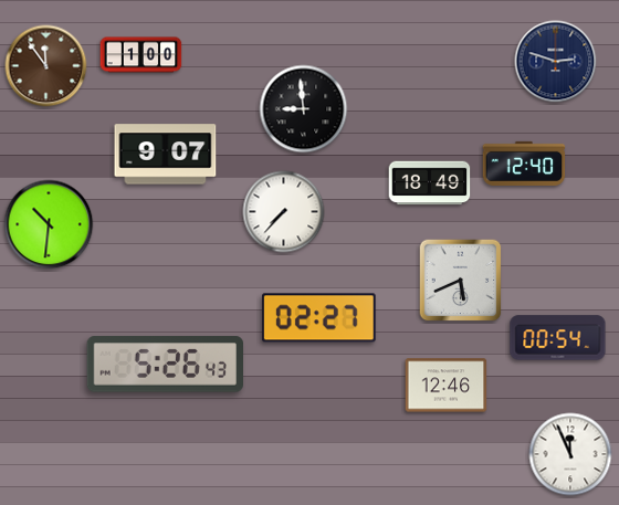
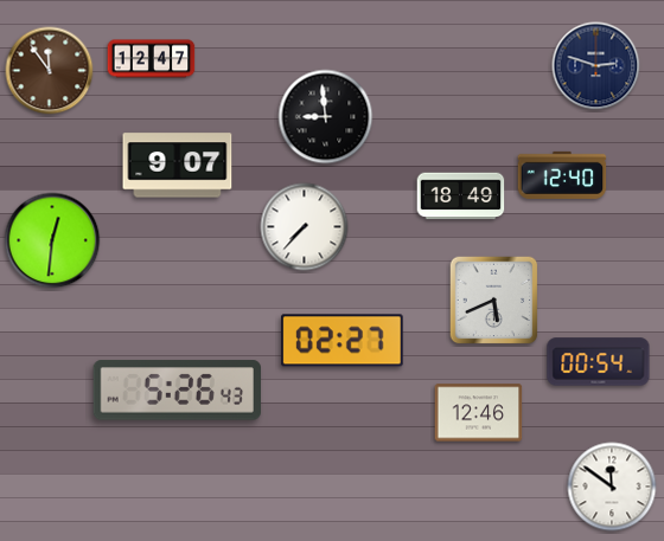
clock at (141, 55): 1:00 -> 12:47
clock at (49, 224): 10:31 -> 12:31
clock at (570, 454): 11:56 -> 11:51
